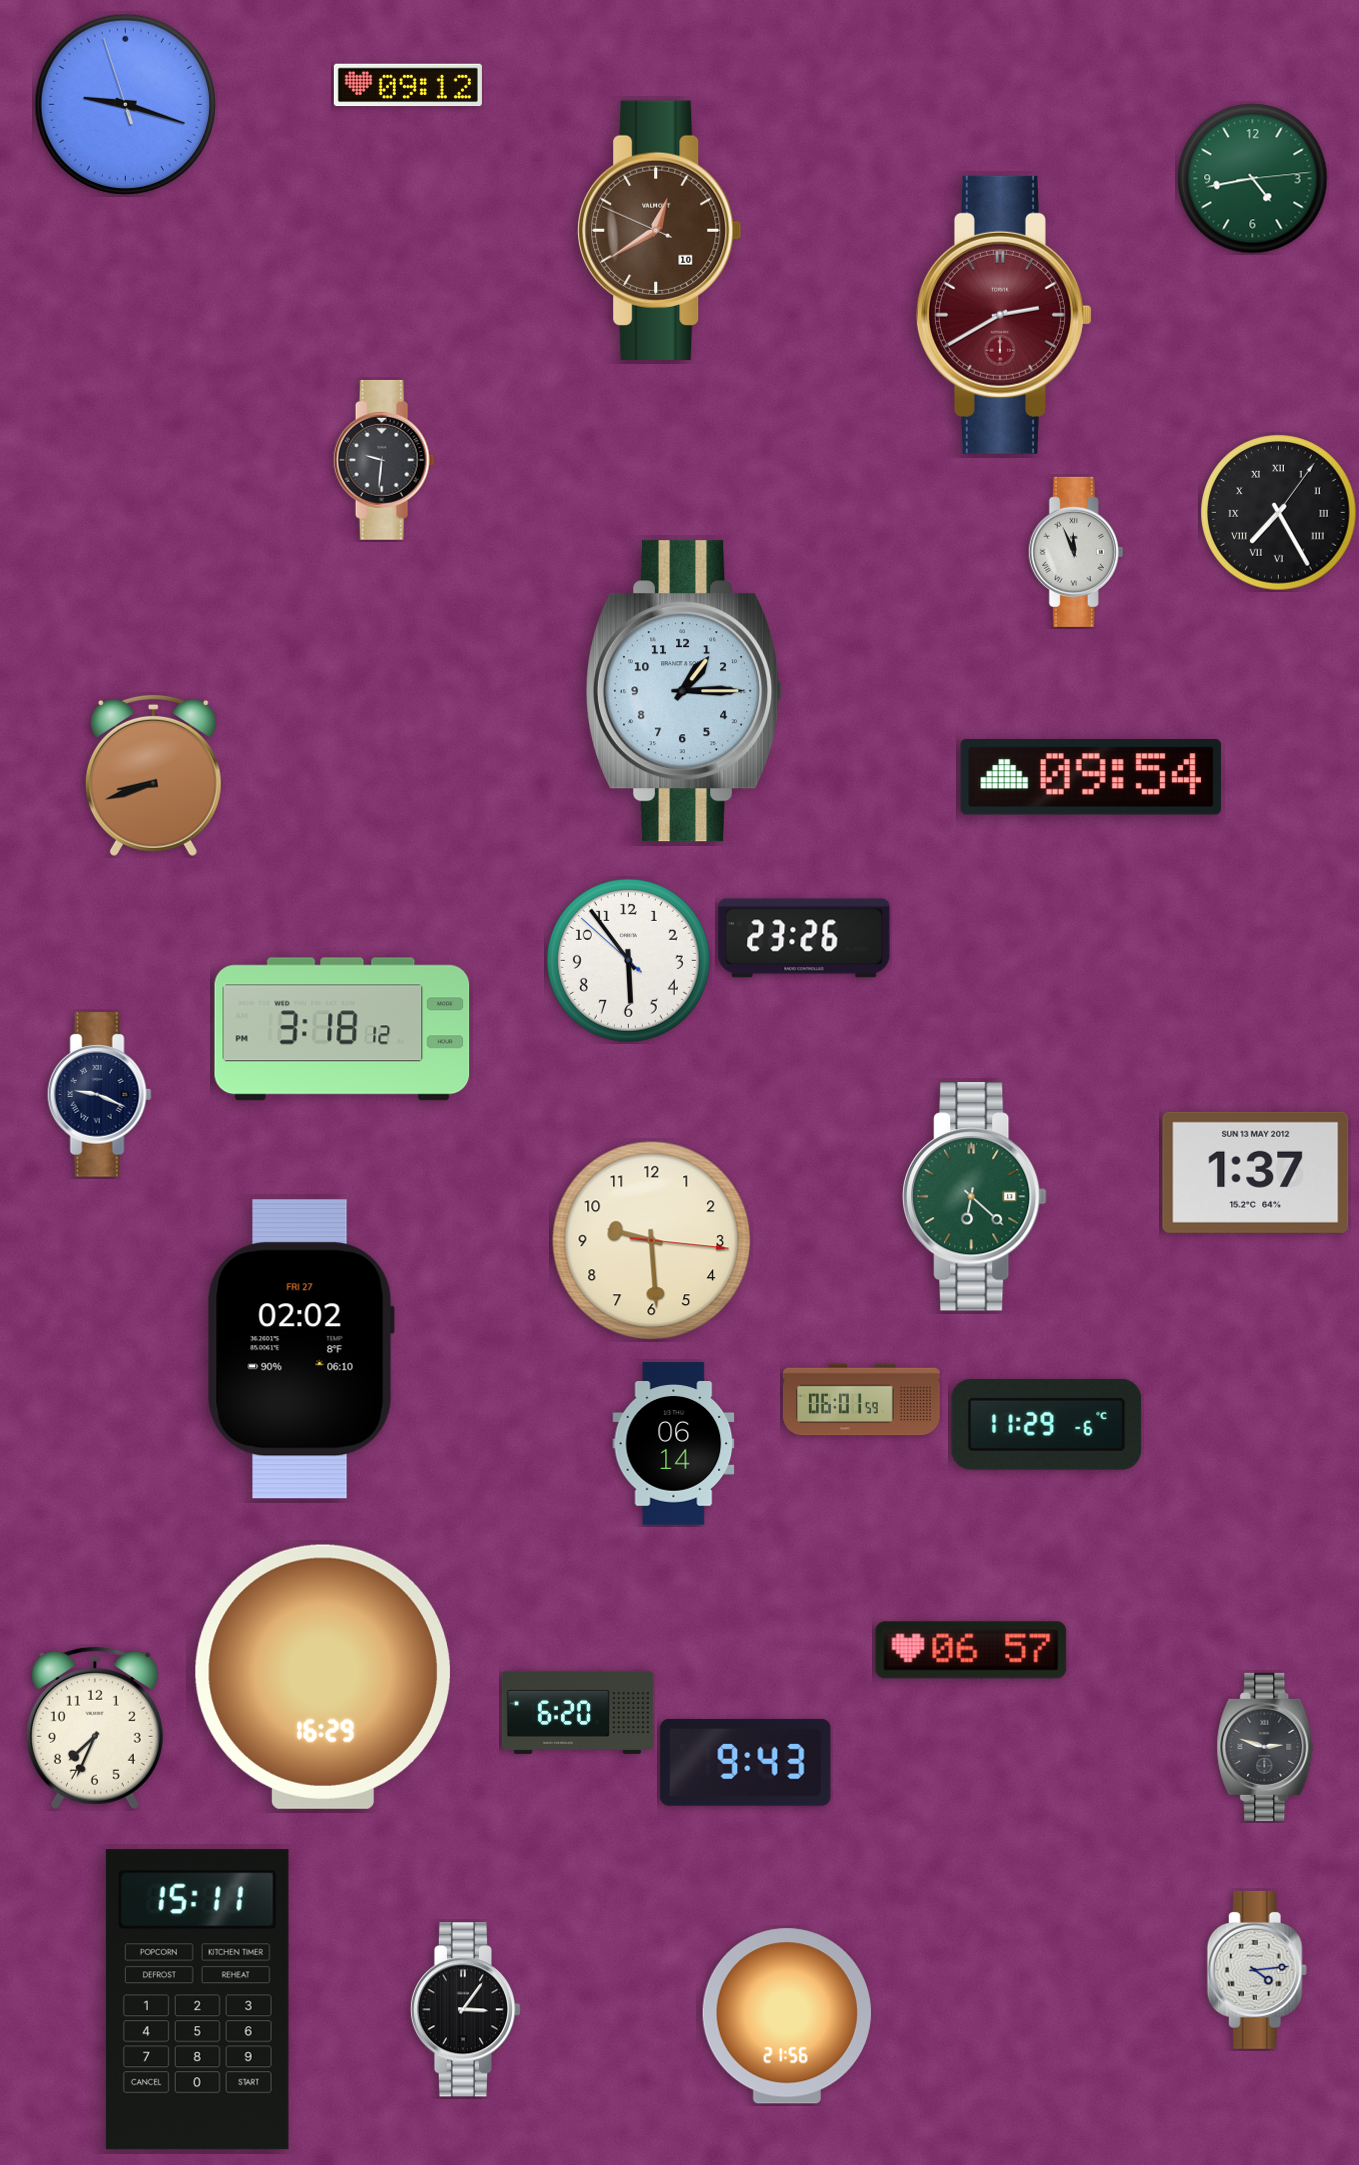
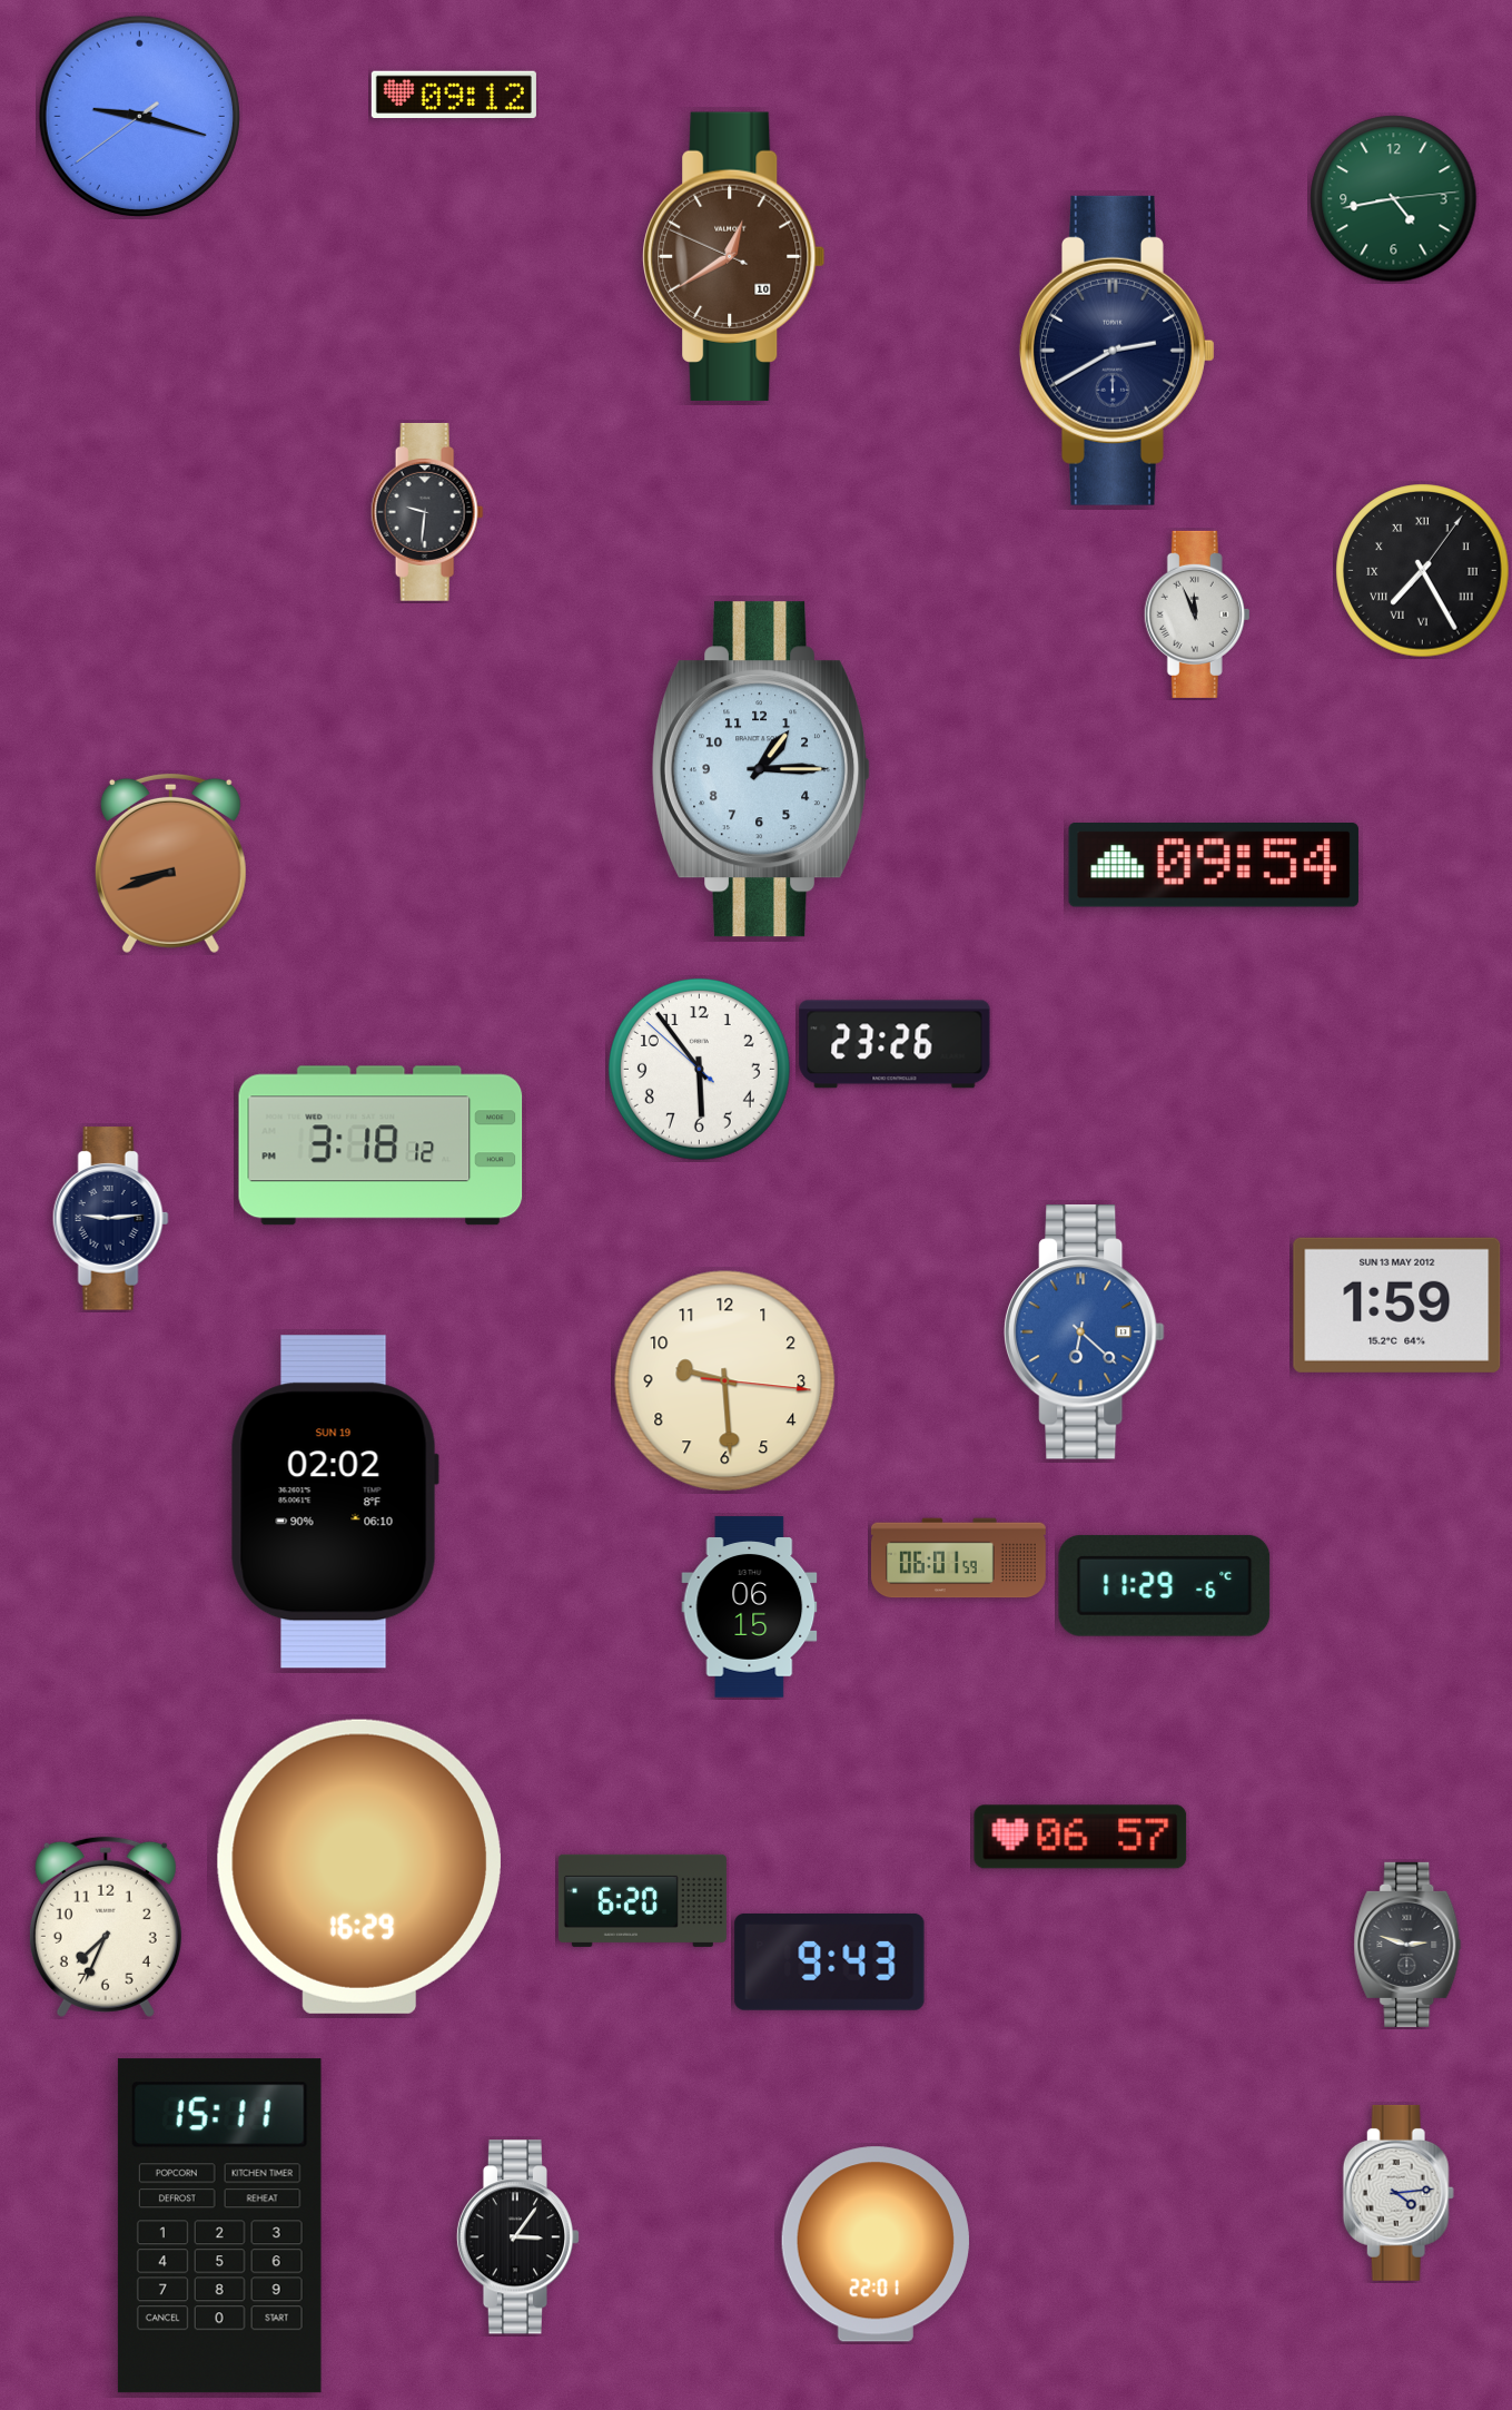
clock at (125, 104): 9:17:57 -> 9:17:39
clock at (1004, 315) dial: burgundy -> navy
clock at (99, 1095): 9:19 -> 9:14
clock at (1256, 1172): 1:37 -> 1:59
clock at (975, 1197) dial: green -> blue
clock at (301, 1349) date: FRI 27 -> SUN 19
clock at (674, 1444): 06:14 -> 06:15
clock at (577, 1712) position: (577, 1712) -> (642, 1900)
clock at (95, 1728) position: (95, 1728) -> (106, 1927)
clock at (787, 2016): 21:56 -> 22:01
